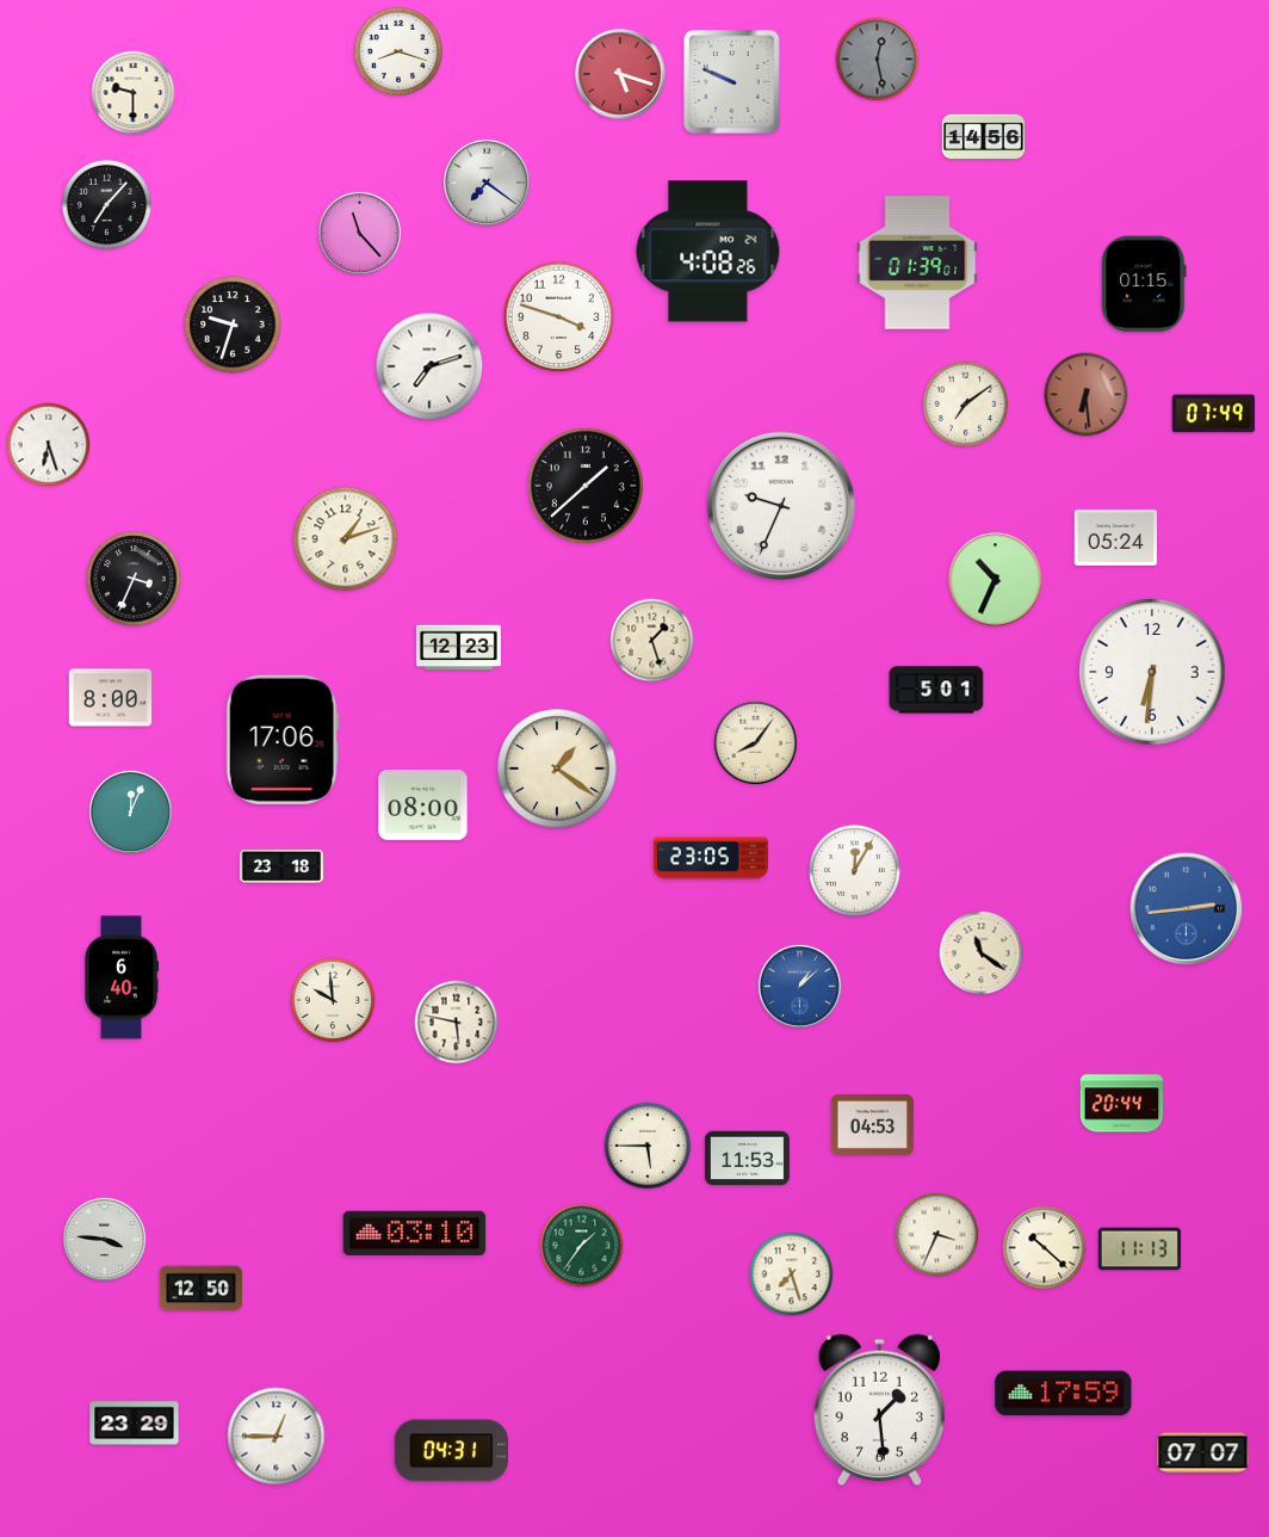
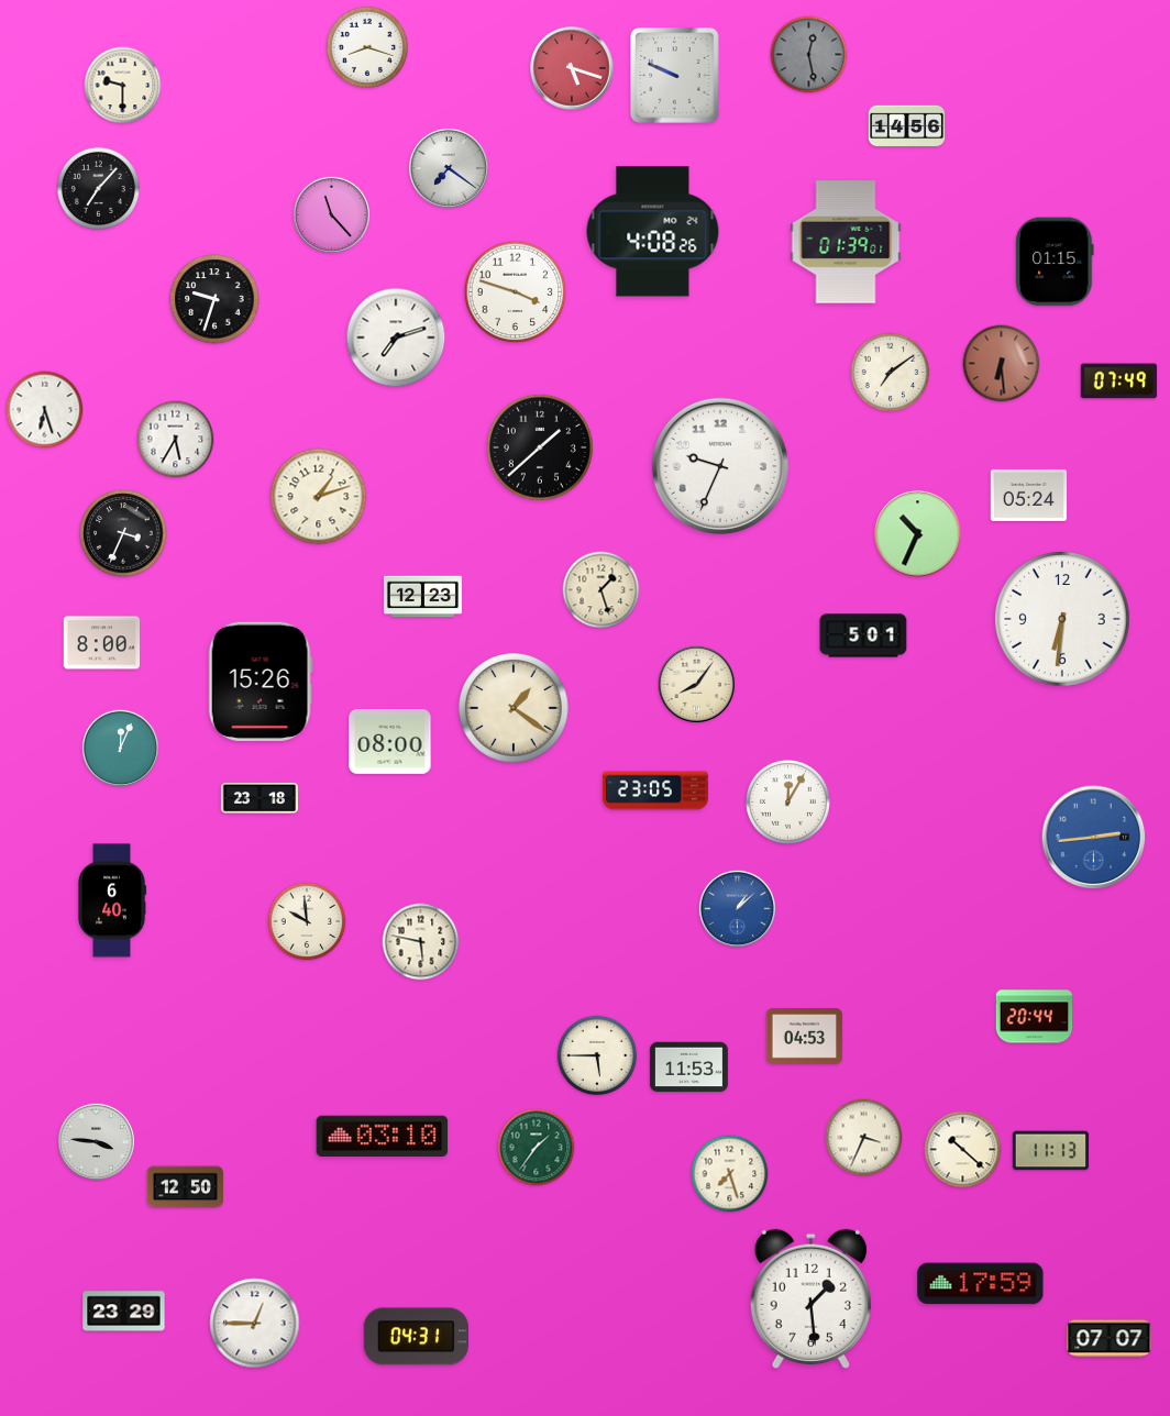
clock at (176, 440): none -> 5:35
clock at (283, 740): 17:06 -> 15:26
clock at (982, 953): 11:21 -> none
